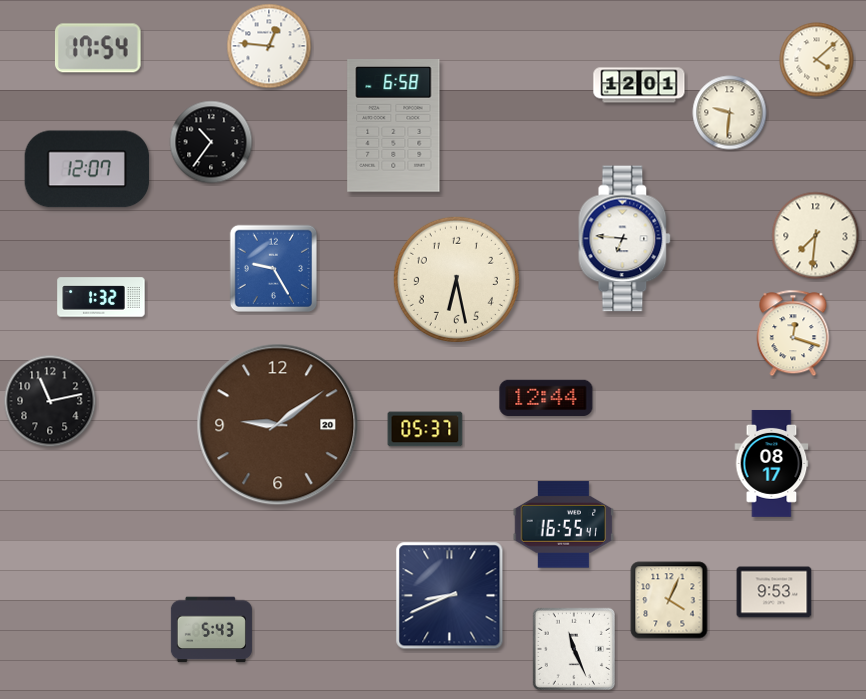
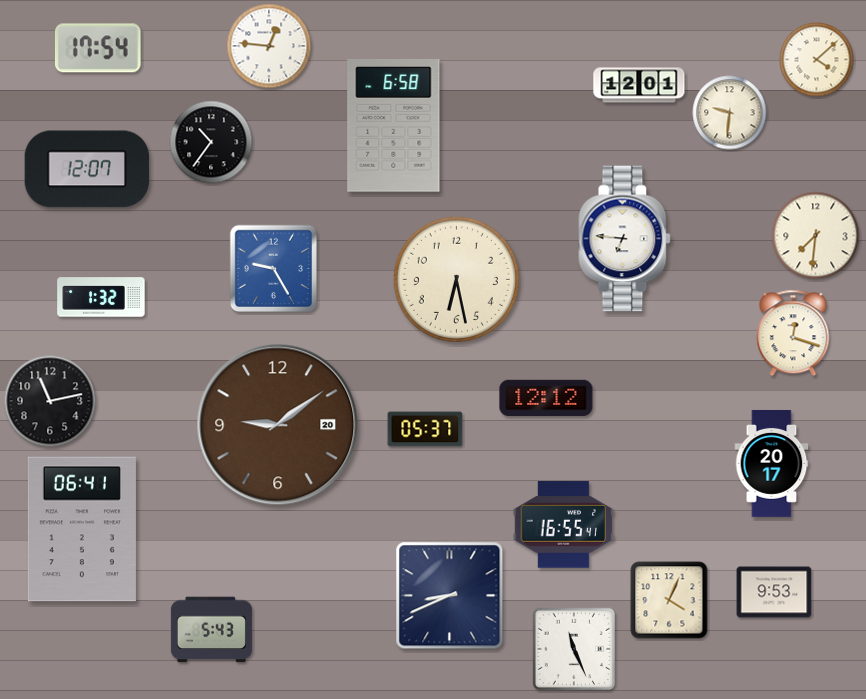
clock at (546, 397): 12:44 -> 12:12
clock at (772, 463): 08:17 -> 20:17
clock at (82, 529): none -> 06:41
